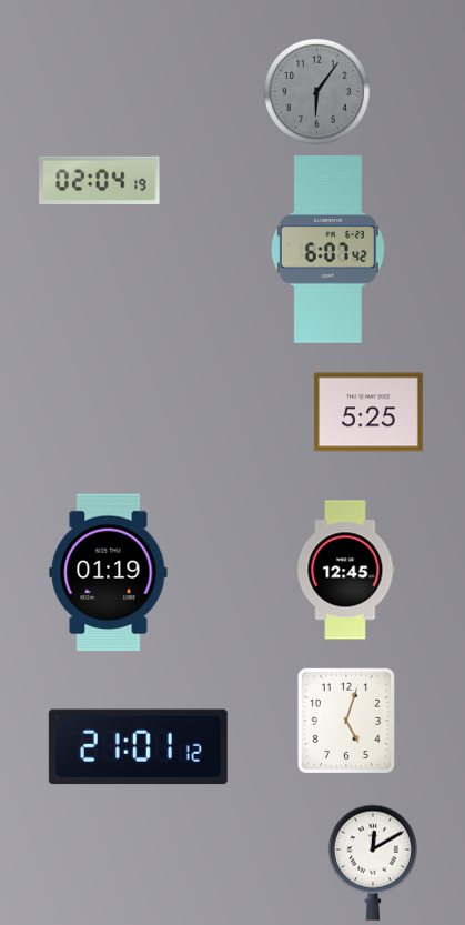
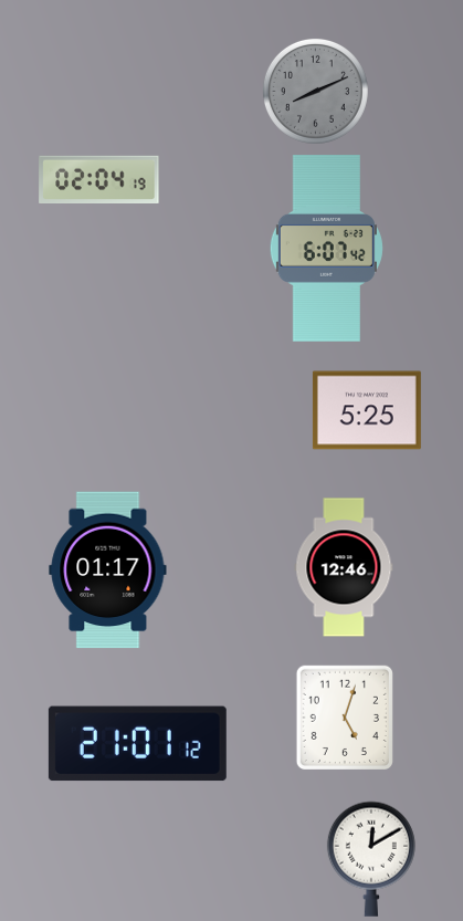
clock at (316, 91): 6:06 -> 8:11
clock at (345, 570): 12:45 -> 12:46
clock at (109, 573): 01:19 -> 01:17
